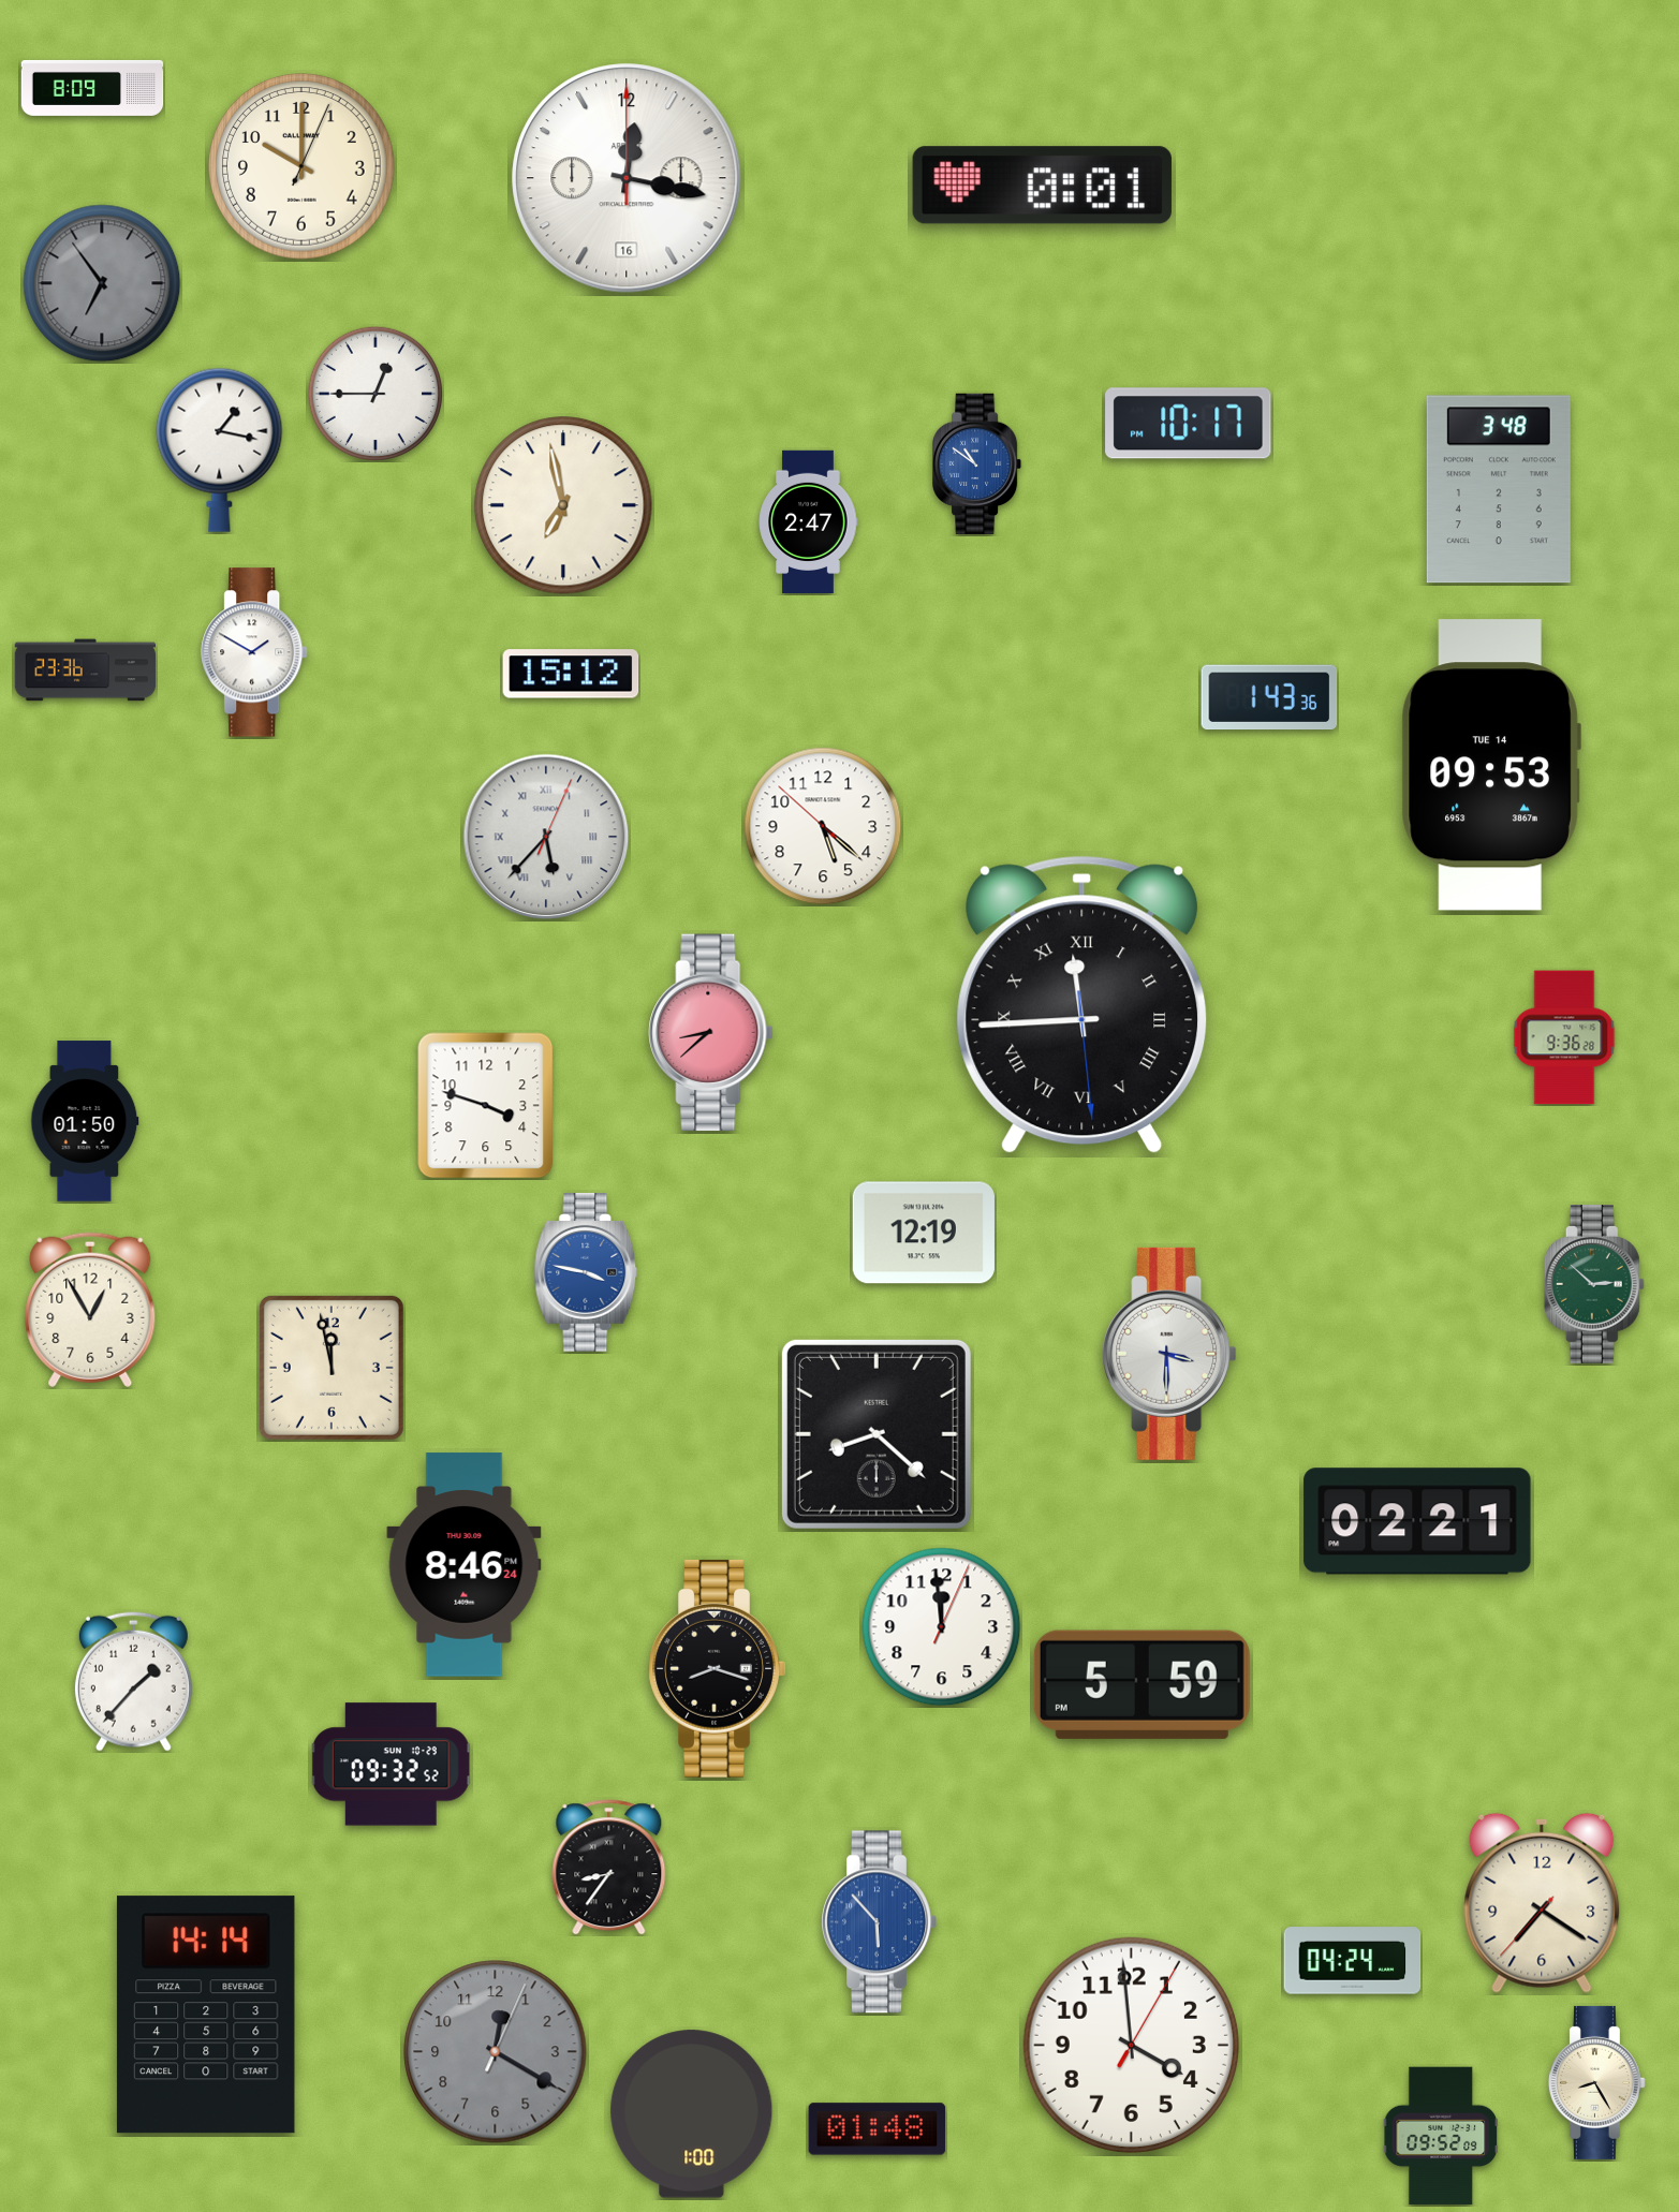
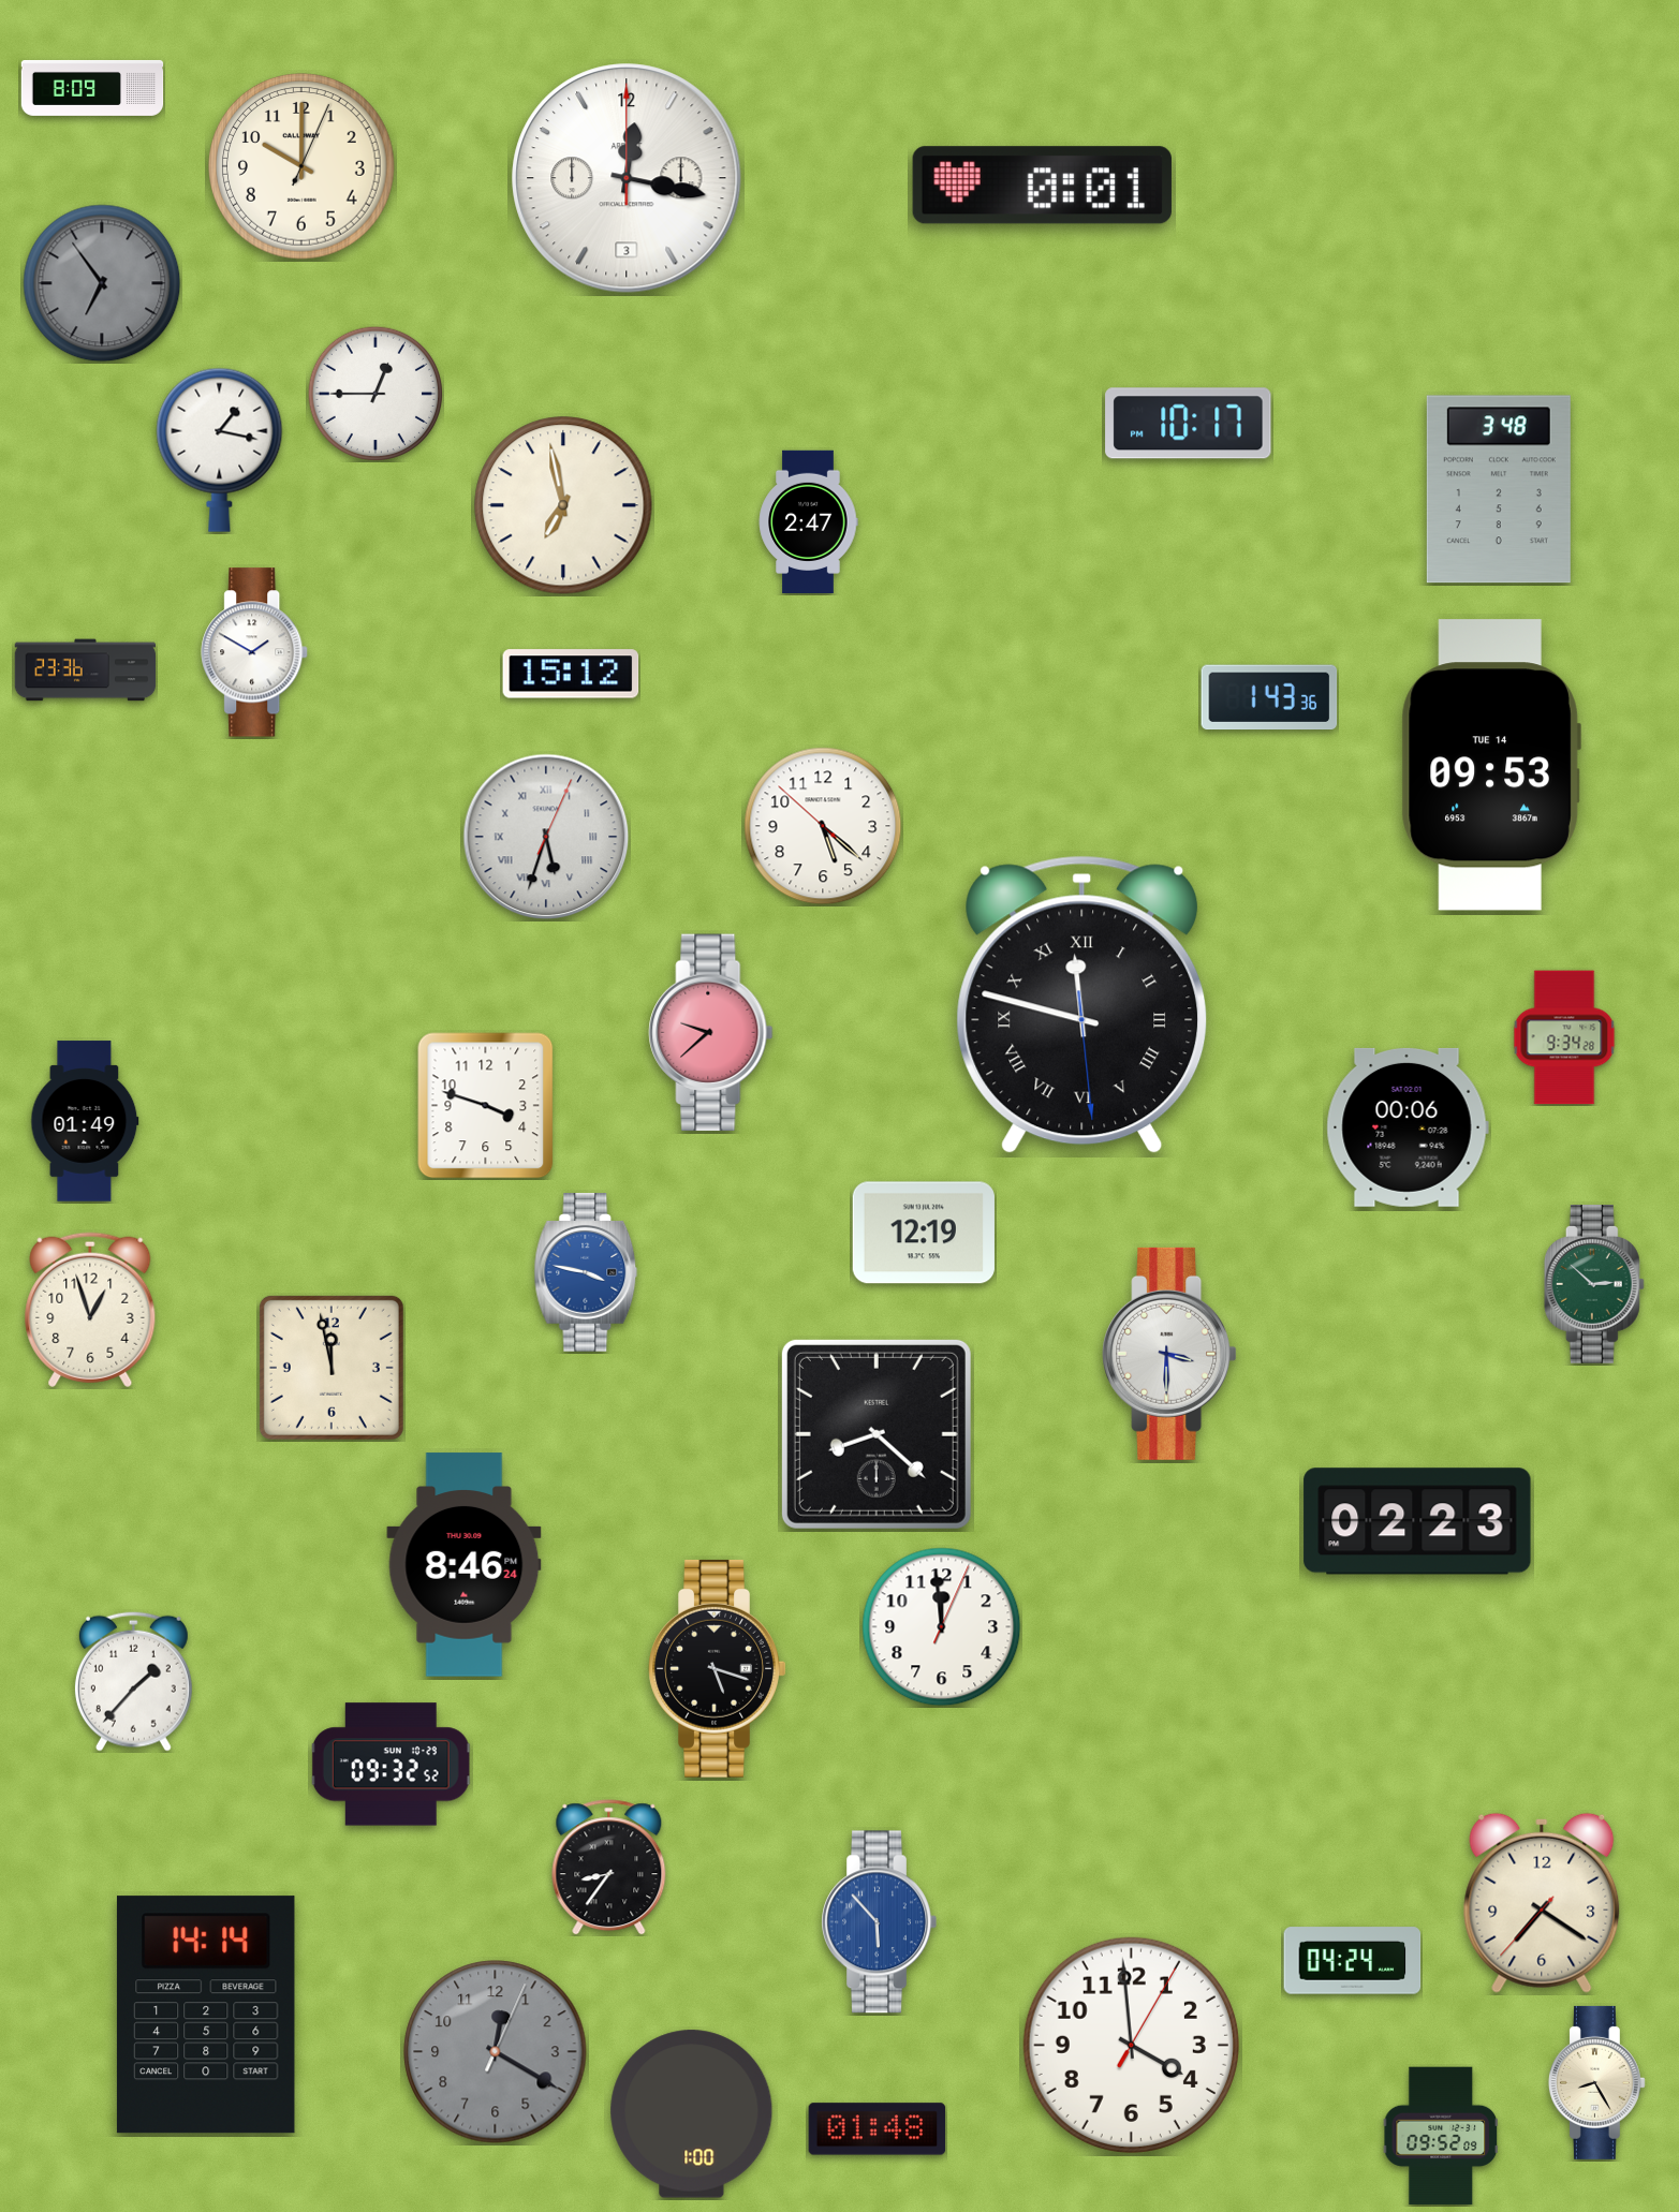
clock at (627, 178) date: 16 -> 3
clock at (977, 464): 10:51 -> none
clock at (546, 837): 5:37 -> 5:33
clock at (1082, 1005): 11:44 -> 11:47
clock at (711, 1033): 8:38 -> 9:38
clock at (1564, 1037): 9:36 -> 9:34
clock at (85, 1121): 01:50 -> 01:49
clock at (1408, 1127): none -> 00:06
clock at (90, 1310): 12:55 -> 12:57
clock at (1417, 1521): 02:21 -> 02:23
clock at (718, 1668): 8:18 -> 5:18
clock at (1142, 1684): 5:59 -> none
